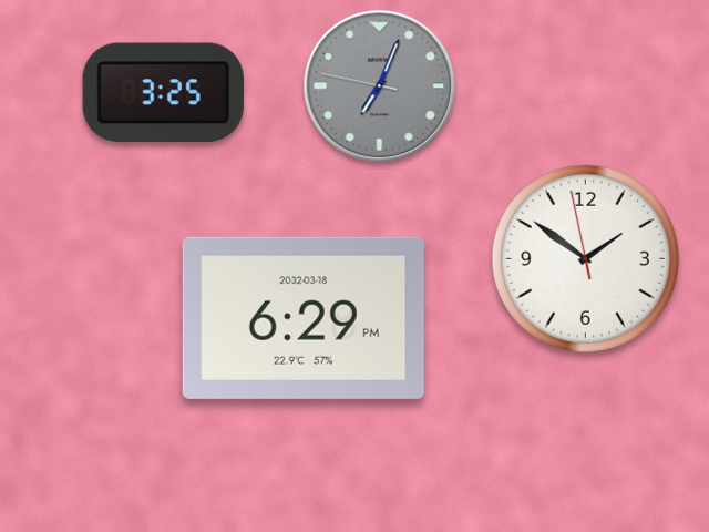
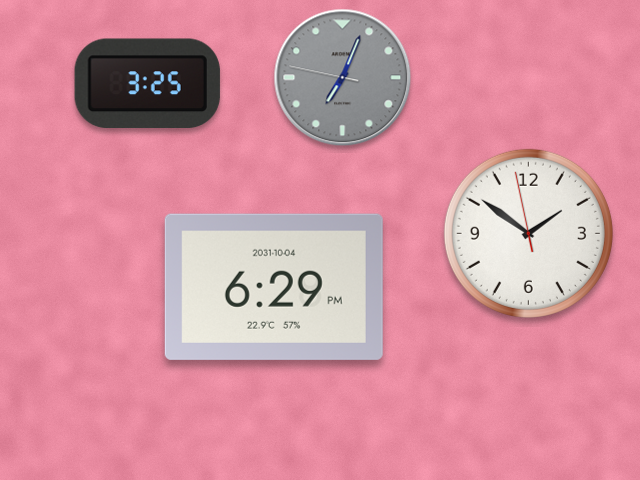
clock at (304, 318) date: 2032-03-18 -> 2031-10-04
